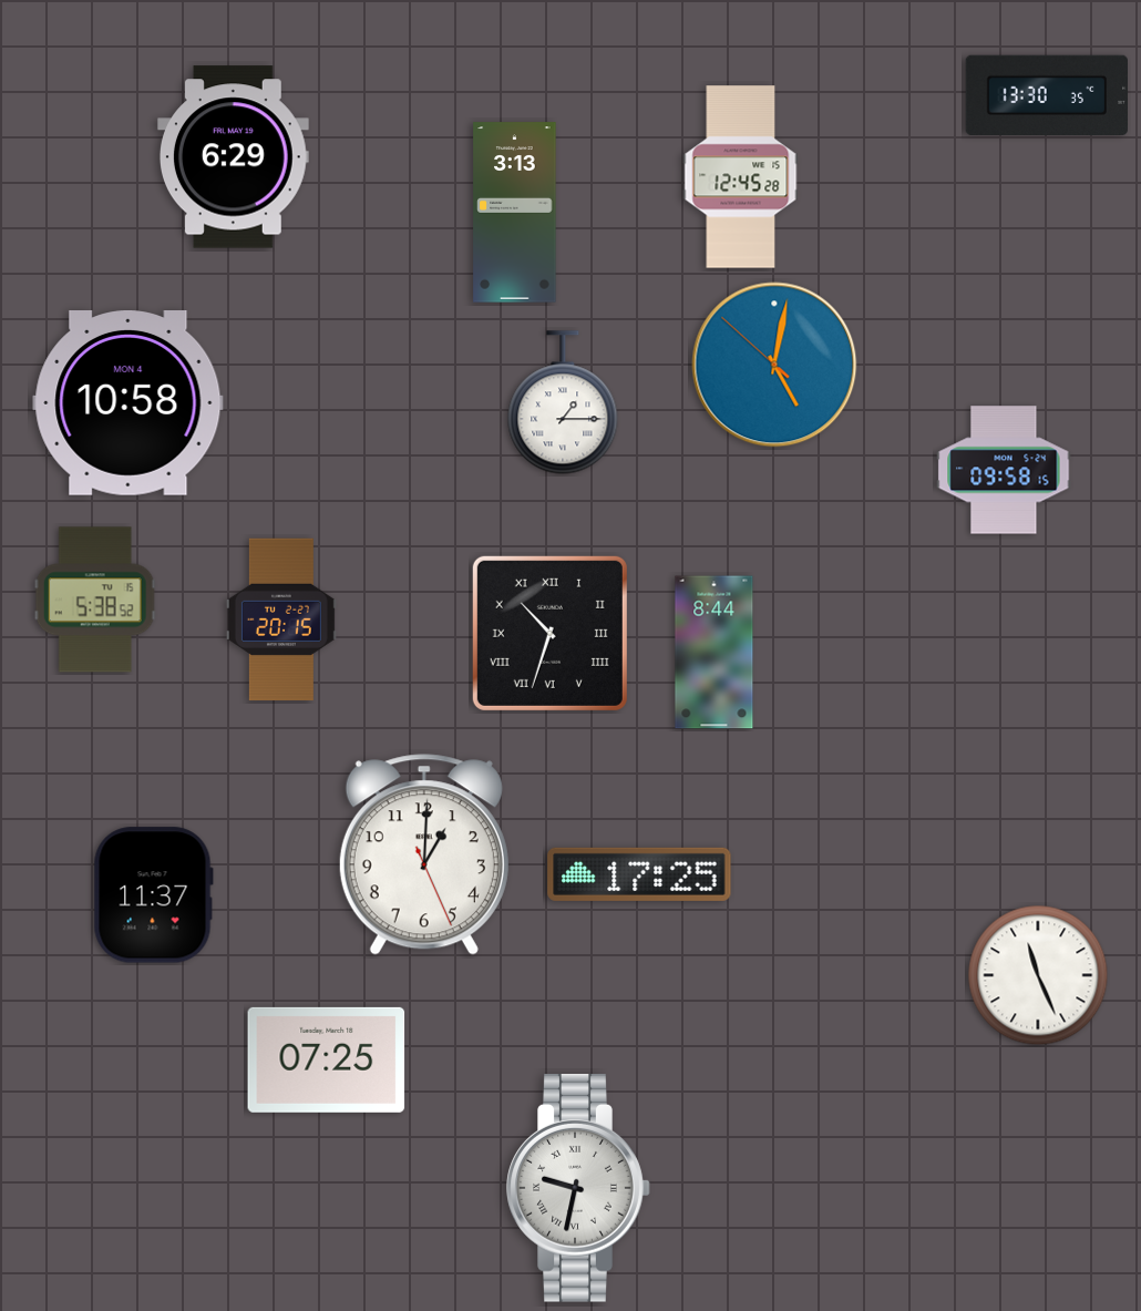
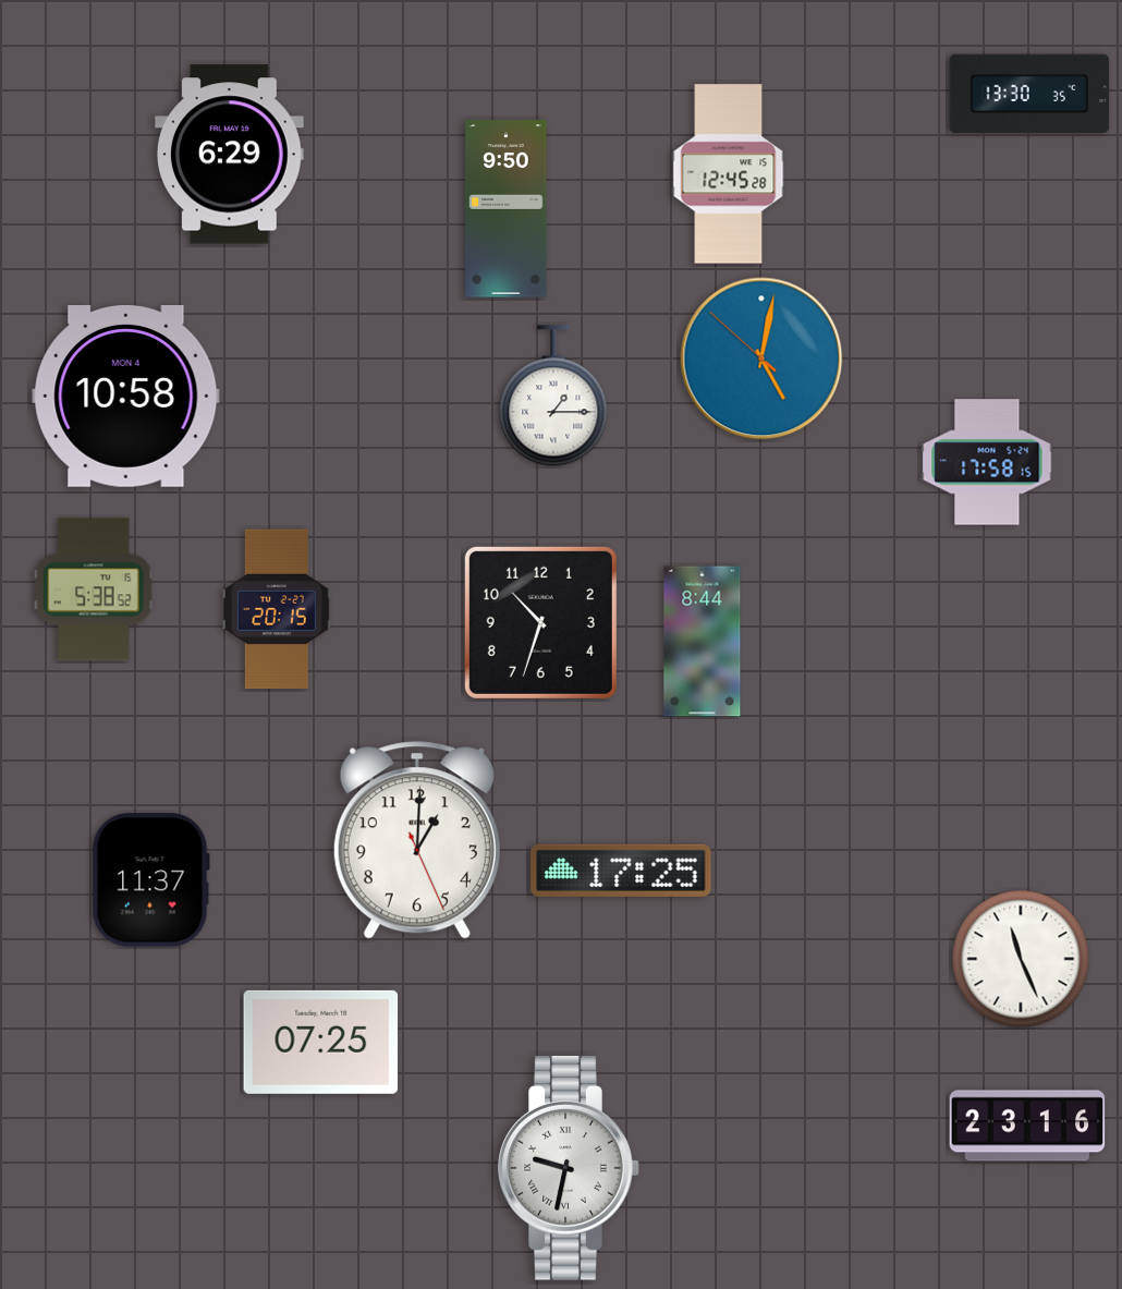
clock at (515, 213): 3:13 -> 9:50
clock at (1004, 470): 09:58 -> 17:58
clock at (549, 633) numerals: Roman -> Arabic
clock at (639, 874) position: (639, 874) -> (621, 871)
clock at (1027, 1126): none -> 23:16
